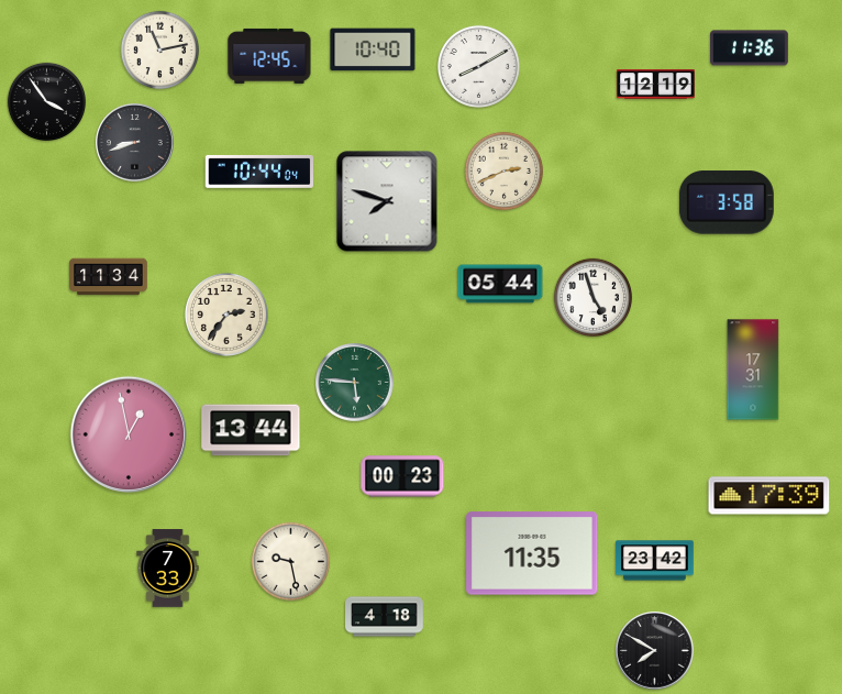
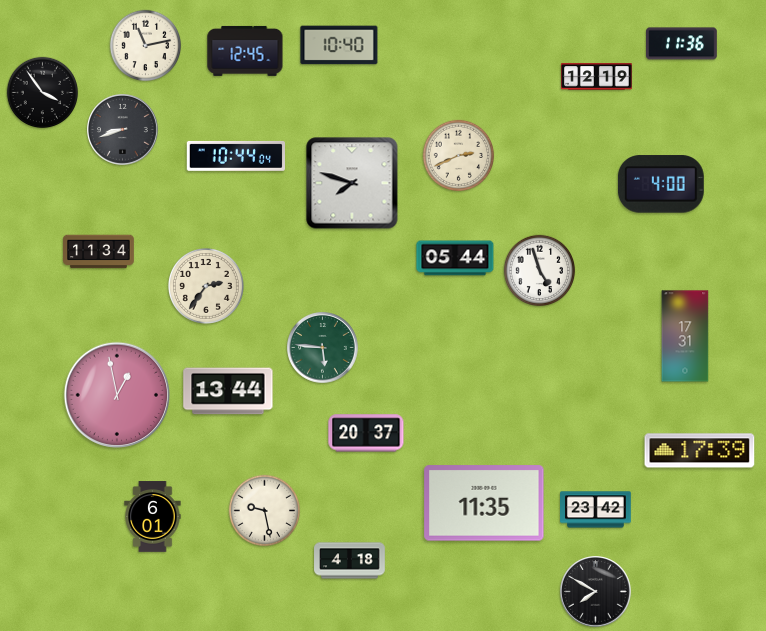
clock at (478, 66): 8:10 -> none
clock at (727, 202): 3:58 -> 4:00
clock at (402, 476): 00:23 -> 20:37
clock at (168, 569): 7:33 -> 6:01
